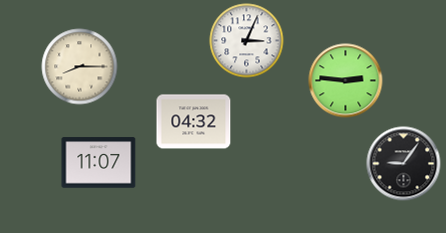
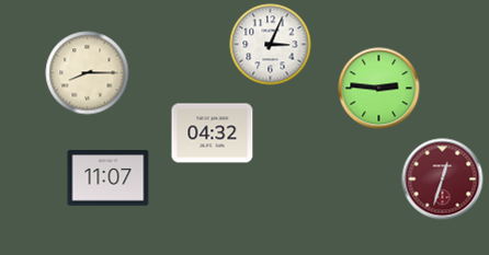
clock at (404, 164): 9:06 -> 12:33
clock at (404, 164) dial: black -> burgundy
